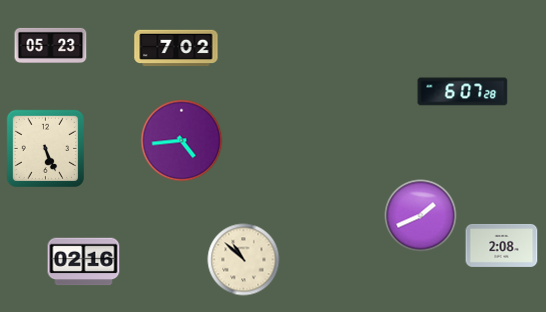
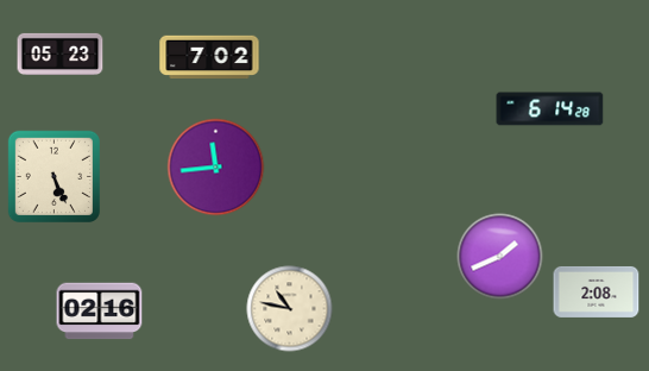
clock at (463, 92): 6:07 -> 6:14
clock at (182, 141): 4:44 -> 11:44
clock at (244, 260): 10:52 -> 10:47
